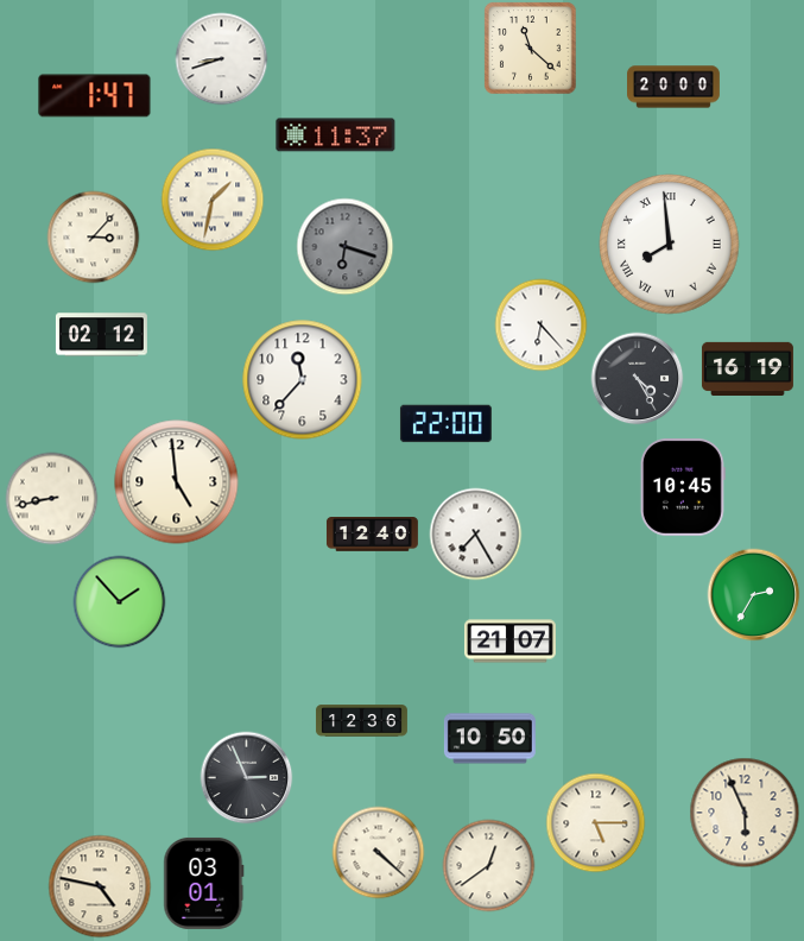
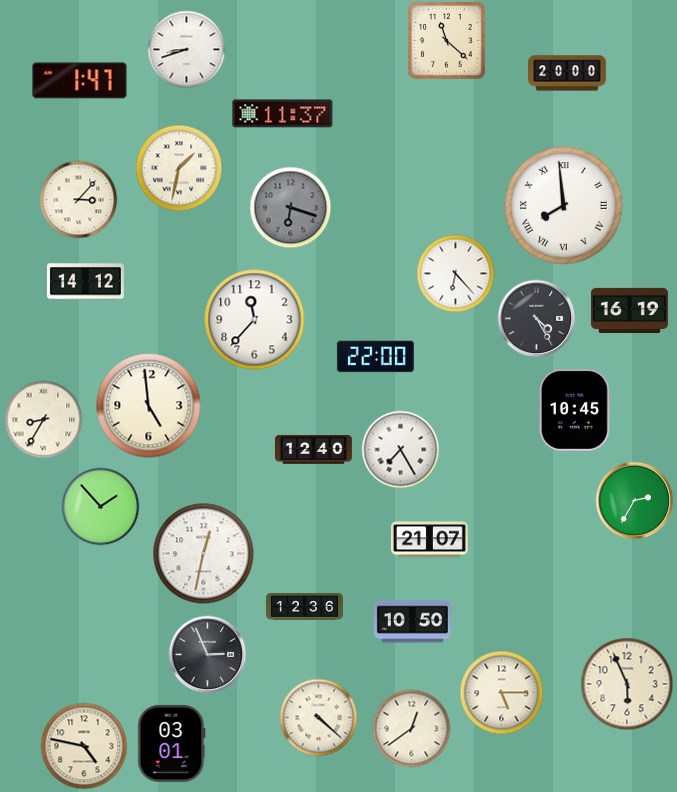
clock at (101, 335): 02:12 -> 14:12
clock at (51, 498): 8:43 -> 8:35
clock at (204, 554): none -> 12:32
